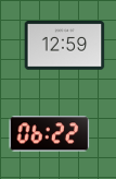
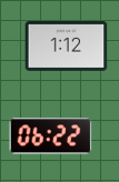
clock at (65, 46): 12:59 -> 1:12
